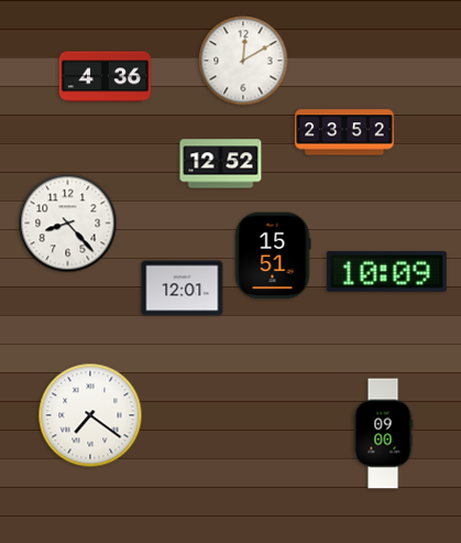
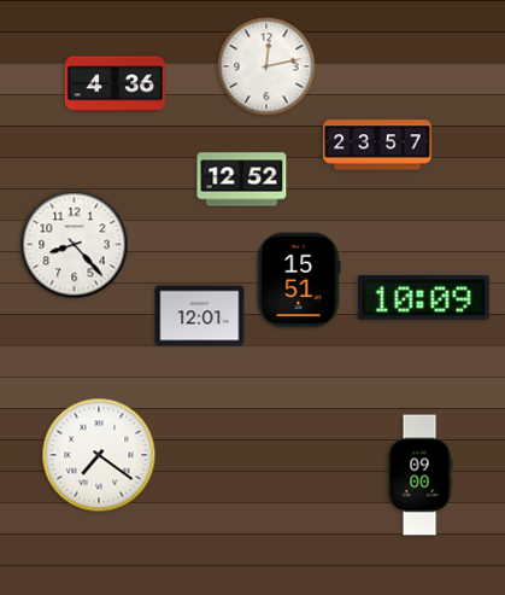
clock at (243, 61): 12:10 -> 12:13
clock at (344, 132): 23:52 -> 23:57
